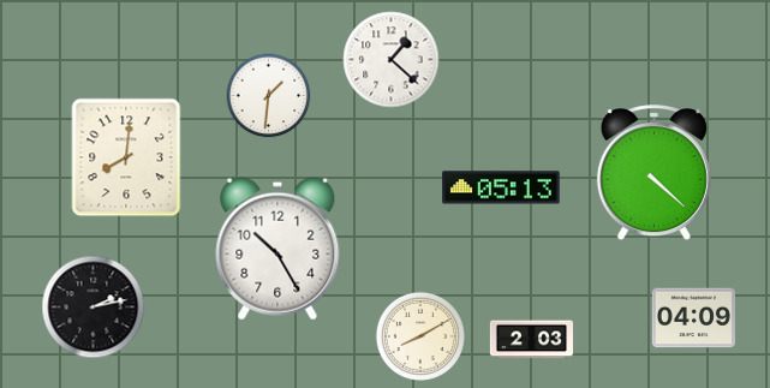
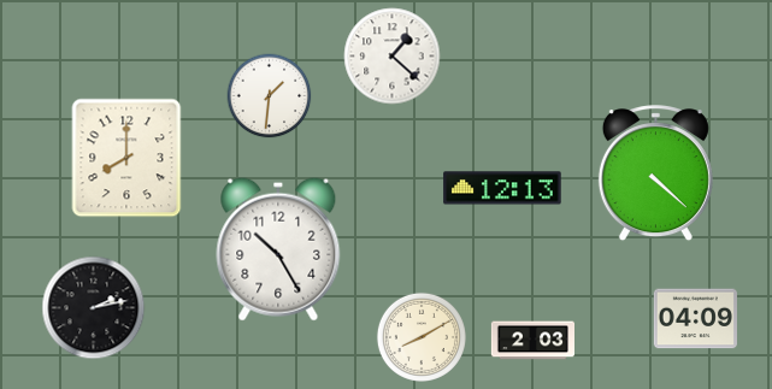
clock at (392, 60) position: (392, 60) -> (393, 57)
clock at (126, 157): 8:01 -> 8:00
clock at (501, 187): 05:13 -> 12:13
